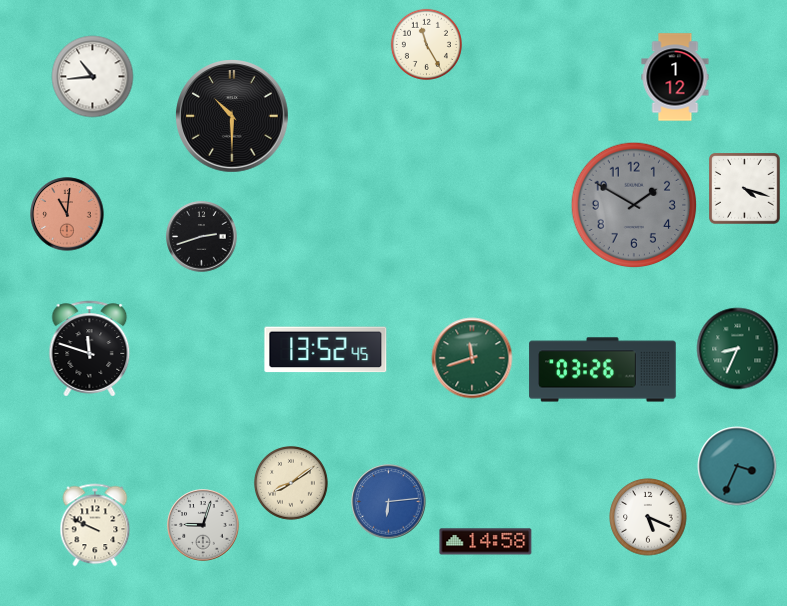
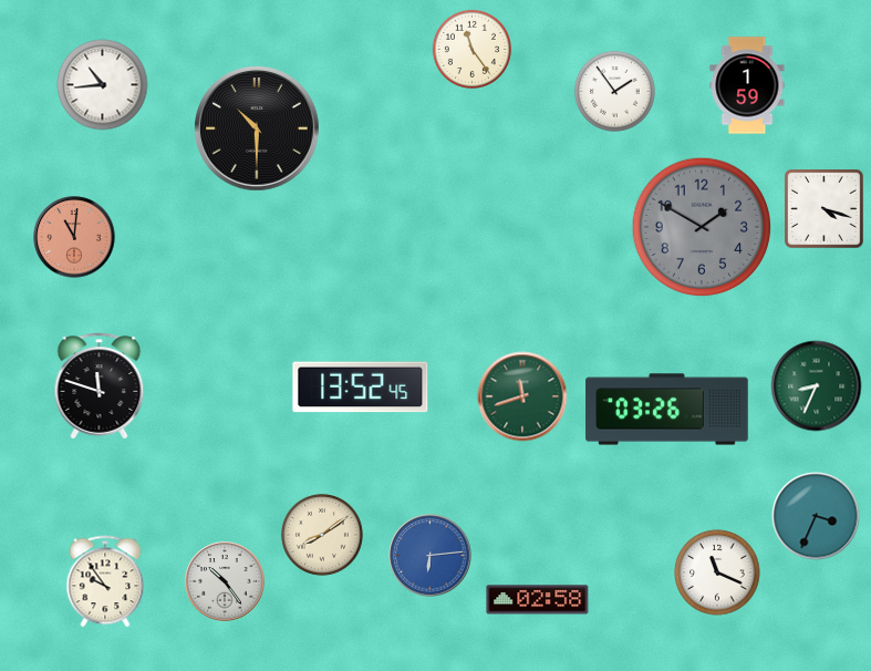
clock at (426, 44): 11:25 -> 11:24
clock at (675, 77): 1:12 -> 1:59
clock at (614, 91): none -> 1:54
clock at (202, 237): 2:42 -> none
clock at (648, 517): 5:19 -> 11:19
clock at (95, 525): 9:49 -> 9:54
clock at (203, 525): 9:03 -> 10:24
clock at (486, 542): 14:58 -> 02:58
